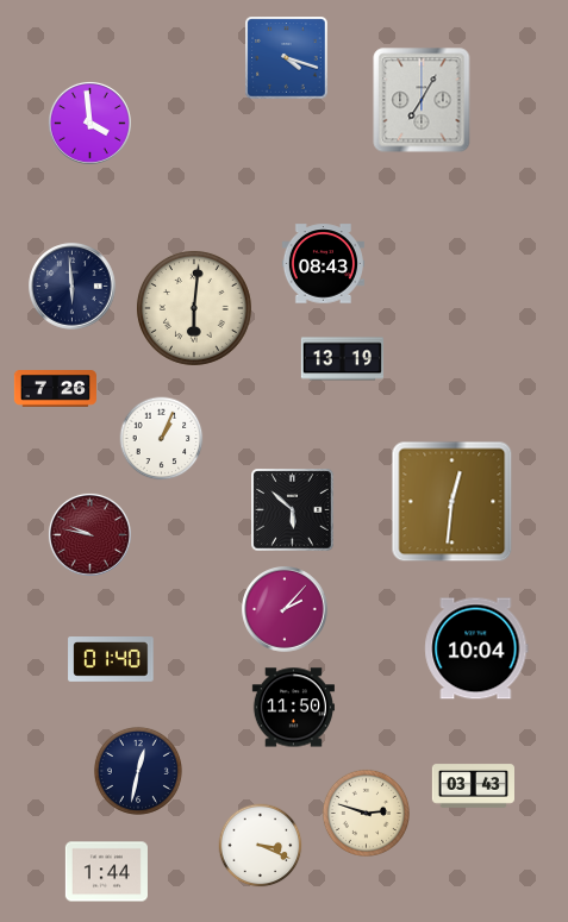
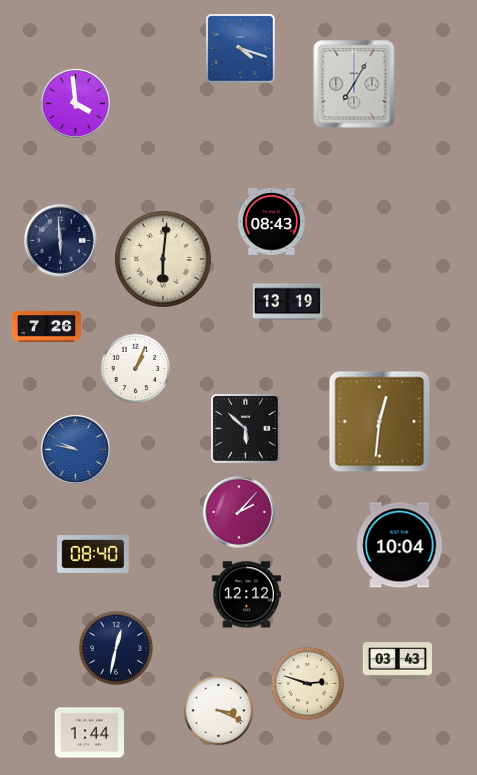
clock at (89, 534) dial: burgundy -> blue
clock at (111, 660): 01:40 -> 08:40
clock at (293, 708): 11:50 -> 12:12
